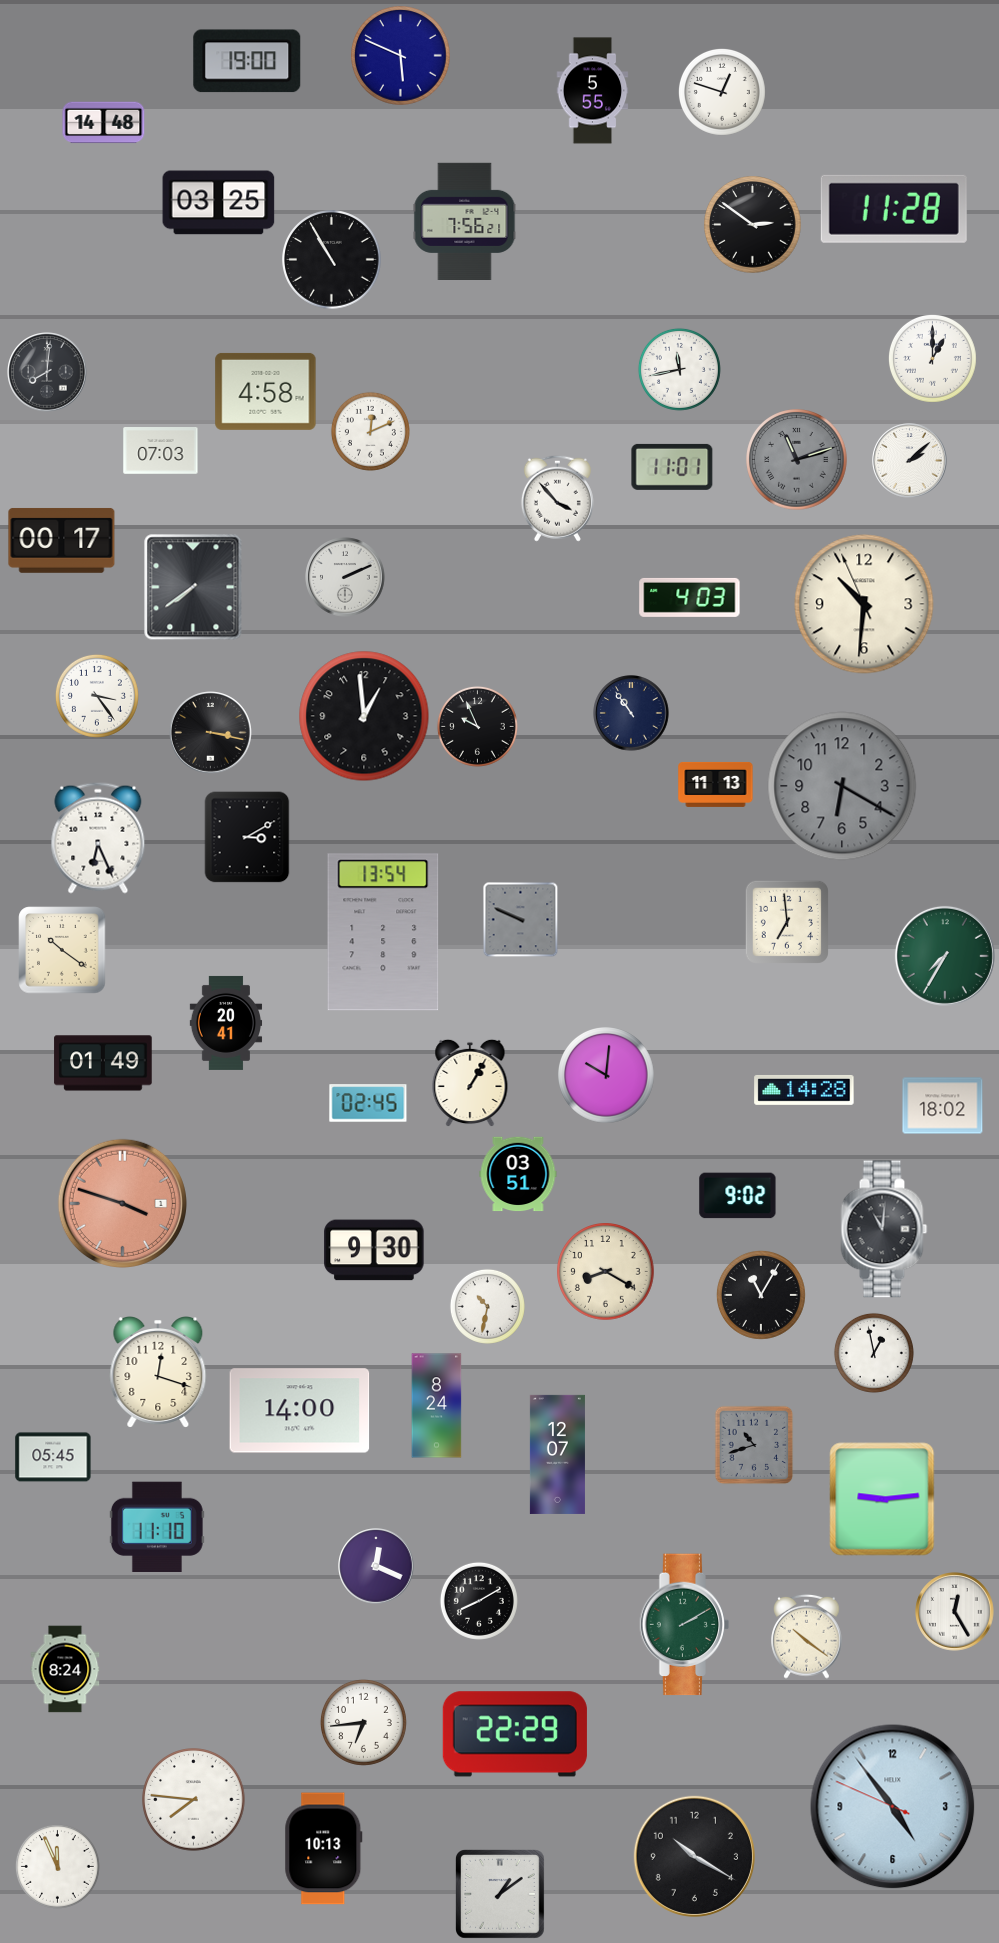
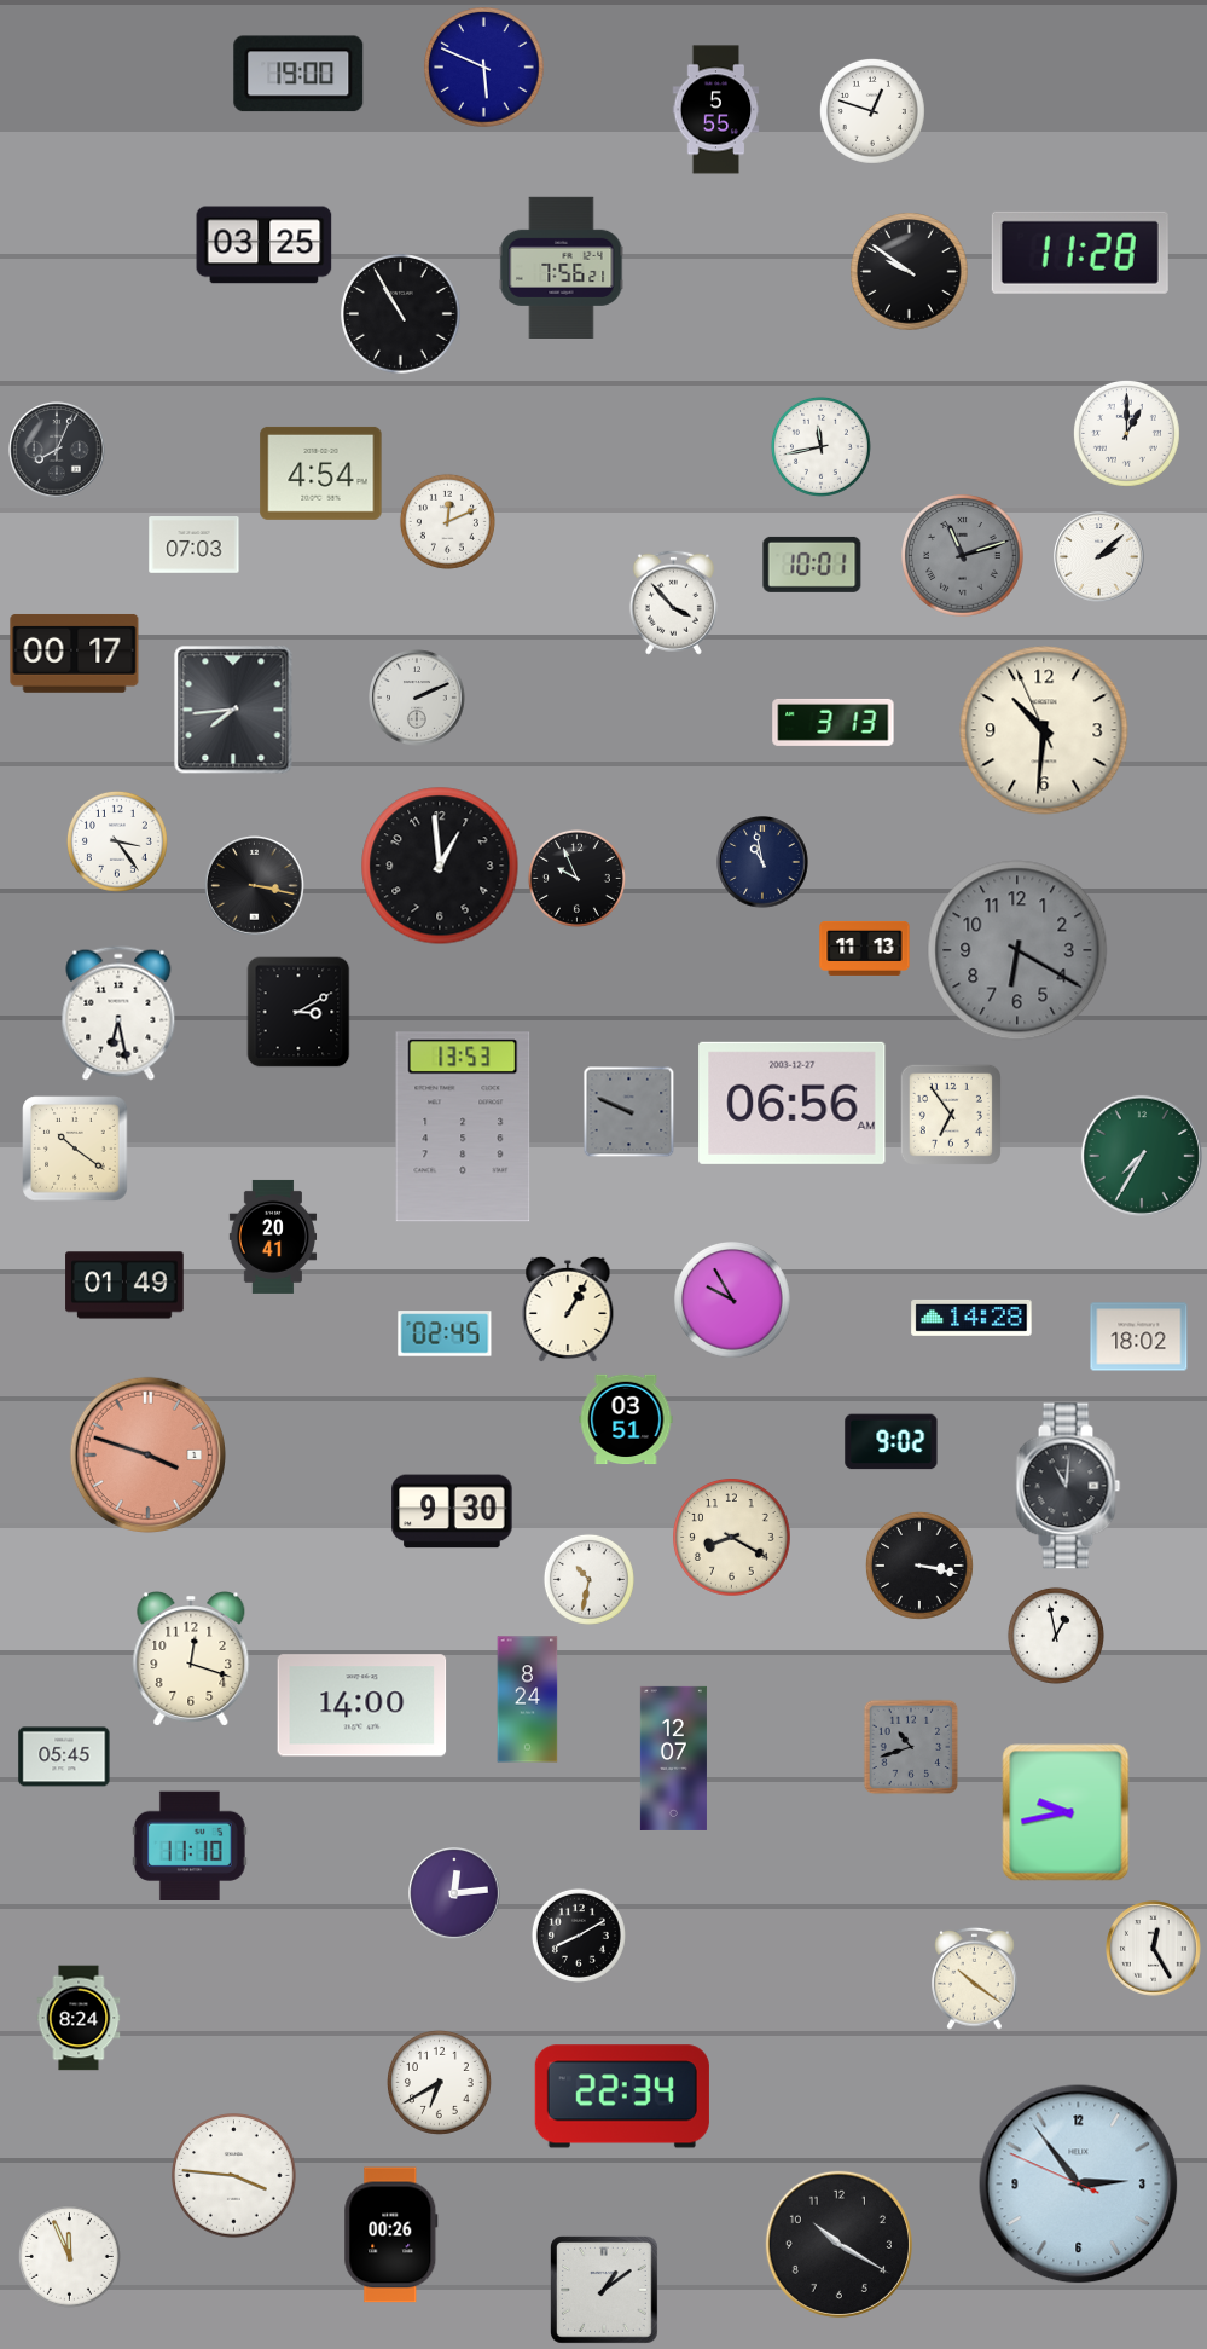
clock at (104, 123): 14:48 -> none
clock at (753, 225): 2:51 -> 9:51
clock at (47, 372): 8:01 -> 8:04
clock at (266, 391): 4:58 -> 4:54
clock at (672, 467): 11:01 -> 10:01
clock at (193, 587): 7:39 -> 7:44
clock at (690, 597): 4:03 -> 3:13
clock at (631, 713): 10:54 -> 10:58
clock at (98, 838): 6:26 -> 6:28
clock at (793, 1103): none -> 06:56
clock at (787, 922): 6:59 -> 6:54
clock at (383, 932): 13:54 -> 13:53
clock at (607, 1076): 10:01 -> 9:55
clock at (738, 1196) position: (738, 1196) -> (892, 1442)
clock at (761, 1295): 11:05 -> 3:17
clock at (53, 1457) position: (53, 1457) -> (64, 1757)
clock at (882, 1499): 9:14 -> 9:43
clock at (376, 1566): 12:19 -> 12:14
clock at (685, 1625): 2:10 -> none
clock at (363, 1722): 6:44 -> 6:40
clock at (515, 1734): 22:29 -> 22:34
clock at (194, 1800): 7:46 -> 3:46
clock at (893, 1807): 4:53 -> 2:53
clock at (324, 1849): 10:13 -> 00:26
